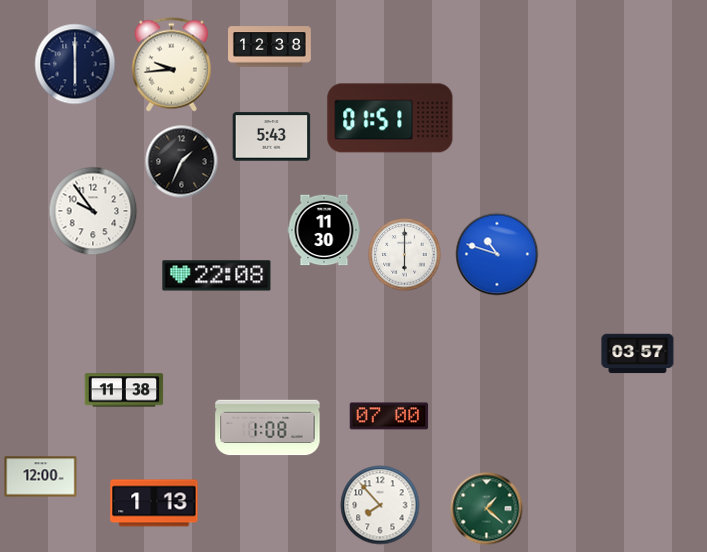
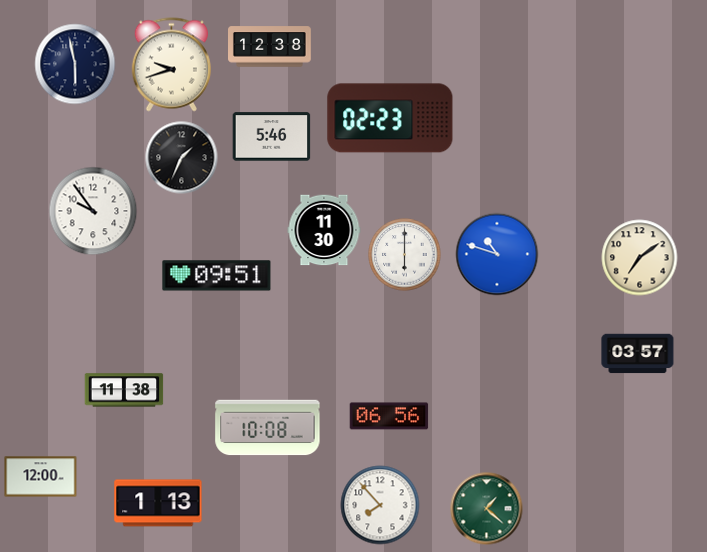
clock at (75, 64): 6:00 -> 5:58
clock at (171, 65): 9:44 -> 9:42
clock at (390, 118): 01:51 -> 02:23
clock at (272, 137): 5:43 -> 5:46
clock at (182, 162) position: (182, 162) -> (182, 158)
clock at (640, 258): none -> 7:09
clock at (217, 276): 22:08 -> 09:51
clock at (389, 416): 07:00 -> 06:56
clock at (268, 428): 1:08 -> 10:08
clock at (154, 503) position: (154, 503) -> (158, 503)
